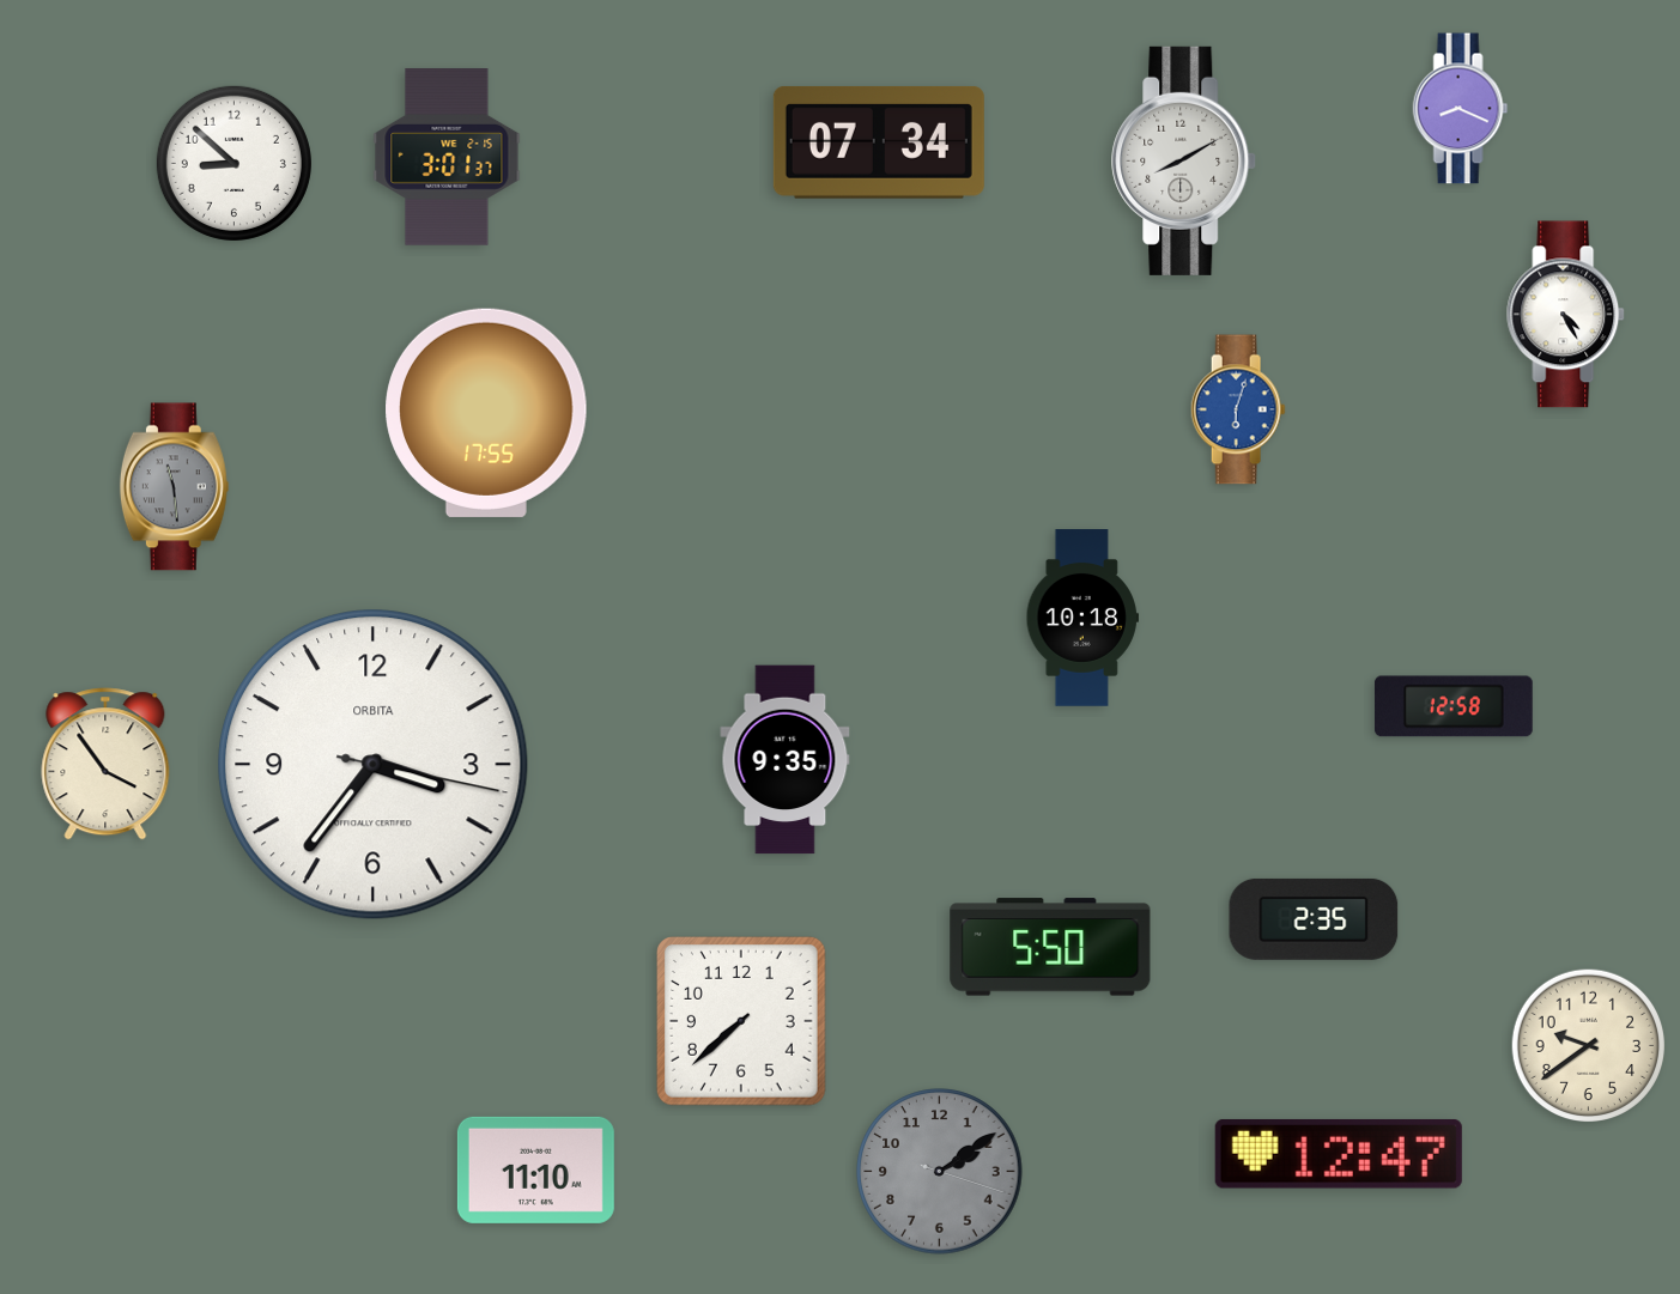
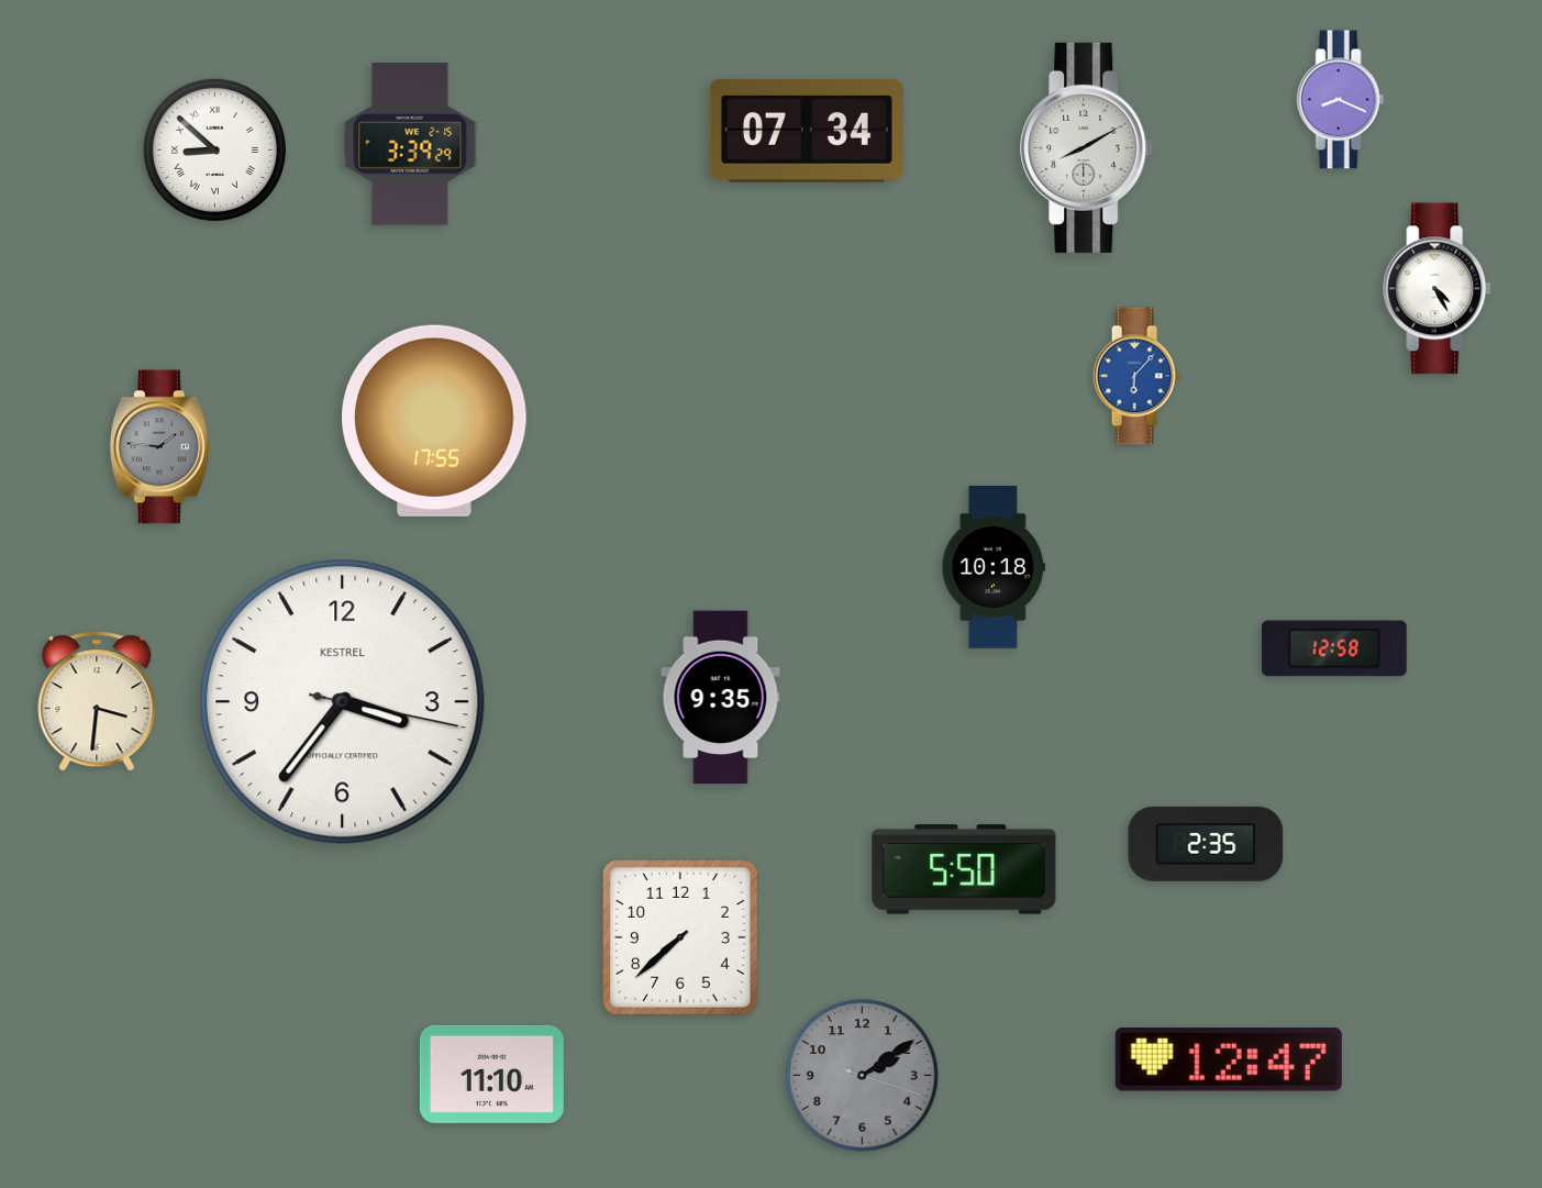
clock at (447, 157): 3:01 -> 3:39
clock at (233, 163) numerals: Arabic -> Roman
clock at (1238, 409): 6:03 -> 6:07
clock at (486, 413) position: (486, 413) -> (434, 421)
clock at (174, 487): 11:29 -> 1:46
clock at (105, 764): 3:54 -> 3:31
clock at (374, 765) brand: ORBITA -> KESTREL
clock at (1588, 1045): 9:39 -> none
